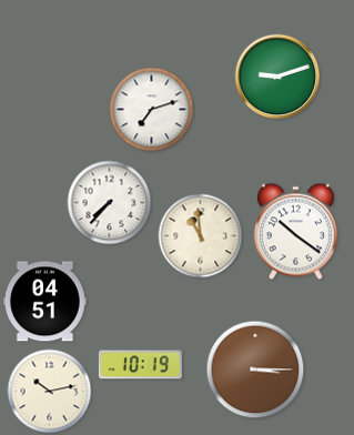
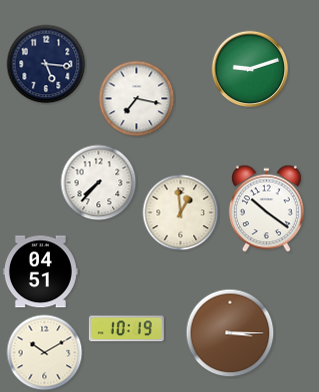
clock at (46, 64): none -> 5:16
clock at (152, 110): 7:12 -> 7:17
clock at (201, 236): 10:59 -> 12:59
clock at (50, 392): 10:13 -> 10:10
